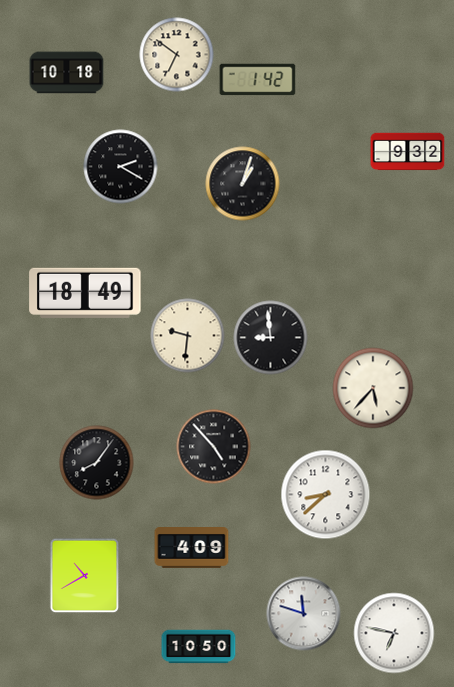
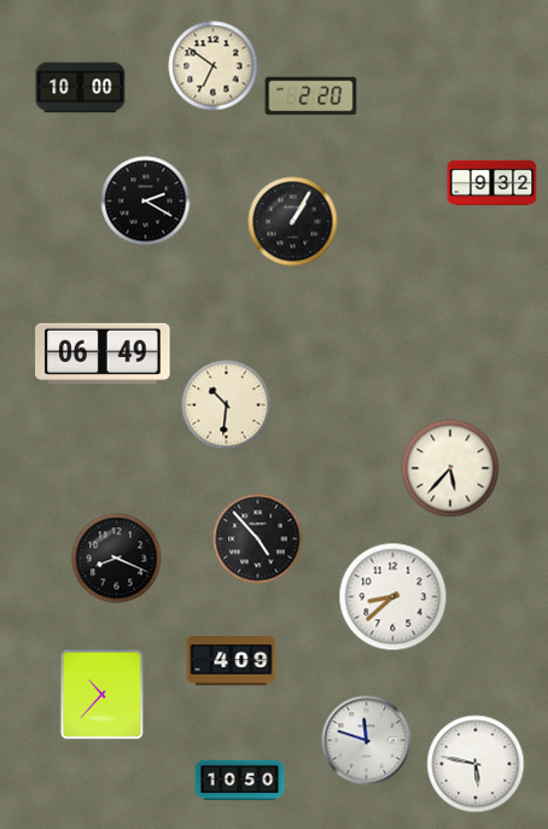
clock at (67, 73): 10:18 -> 10:00
clock at (258, 80): 1:42 -> 2:20
clock at (243, 184): 1:03 -> 1:05
clock at (85, 293): 18:49 -> 06:49
clock at (188, 336): 9:31 -> 10:31
clock at (271, 338): 8:59 -> none
clock at (97, 463): 8:06 -> 8:19
clock at (85, 576): 10:40 -> 10:37
clock at (394, 633): 6:47 -> 5:47
